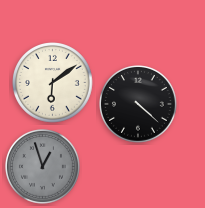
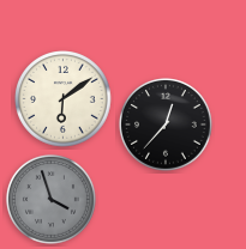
clock at (139, 105): 4:22 -> 12:37
clock at (42, 166): 12:57 -> 3:57
